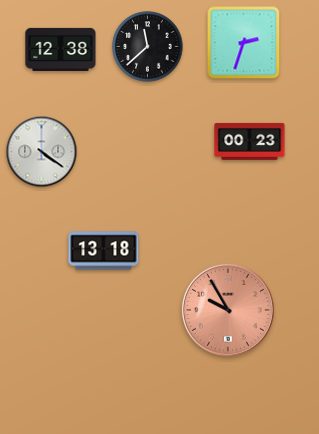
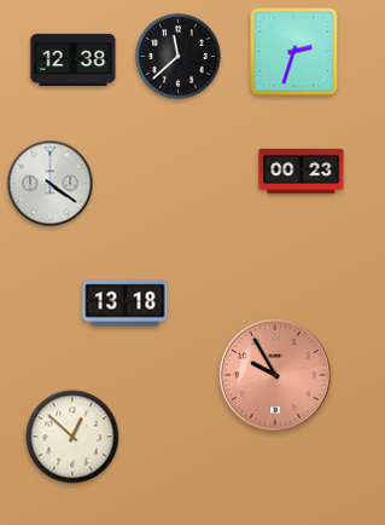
clock at (72, 437): none -> 12:52
